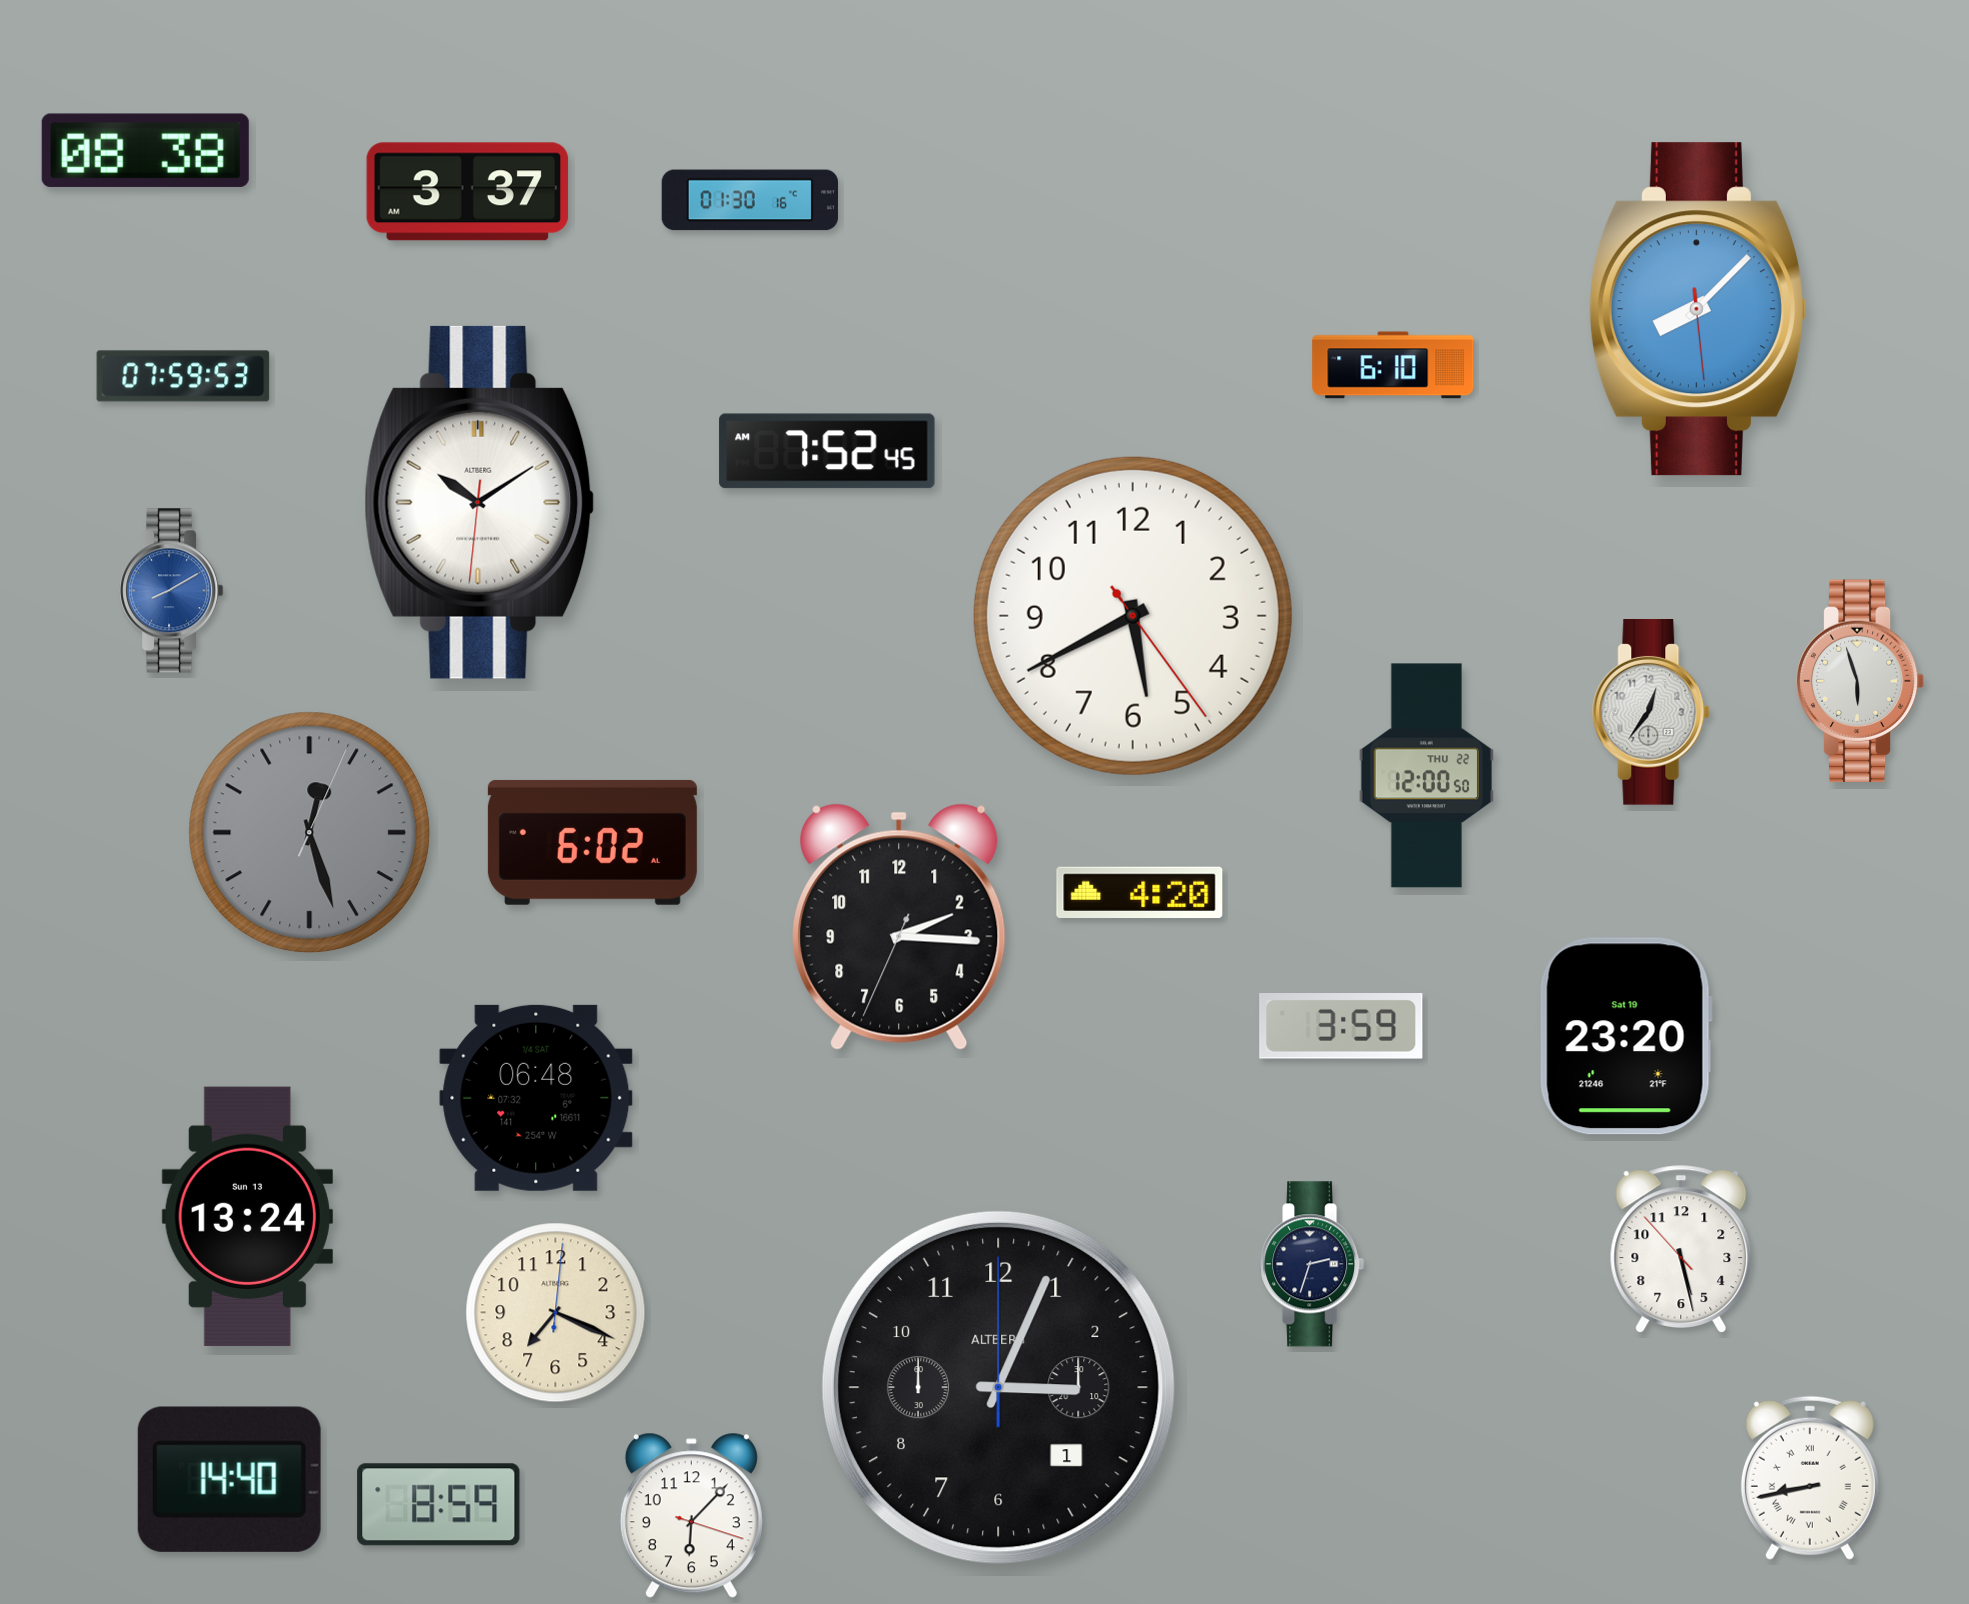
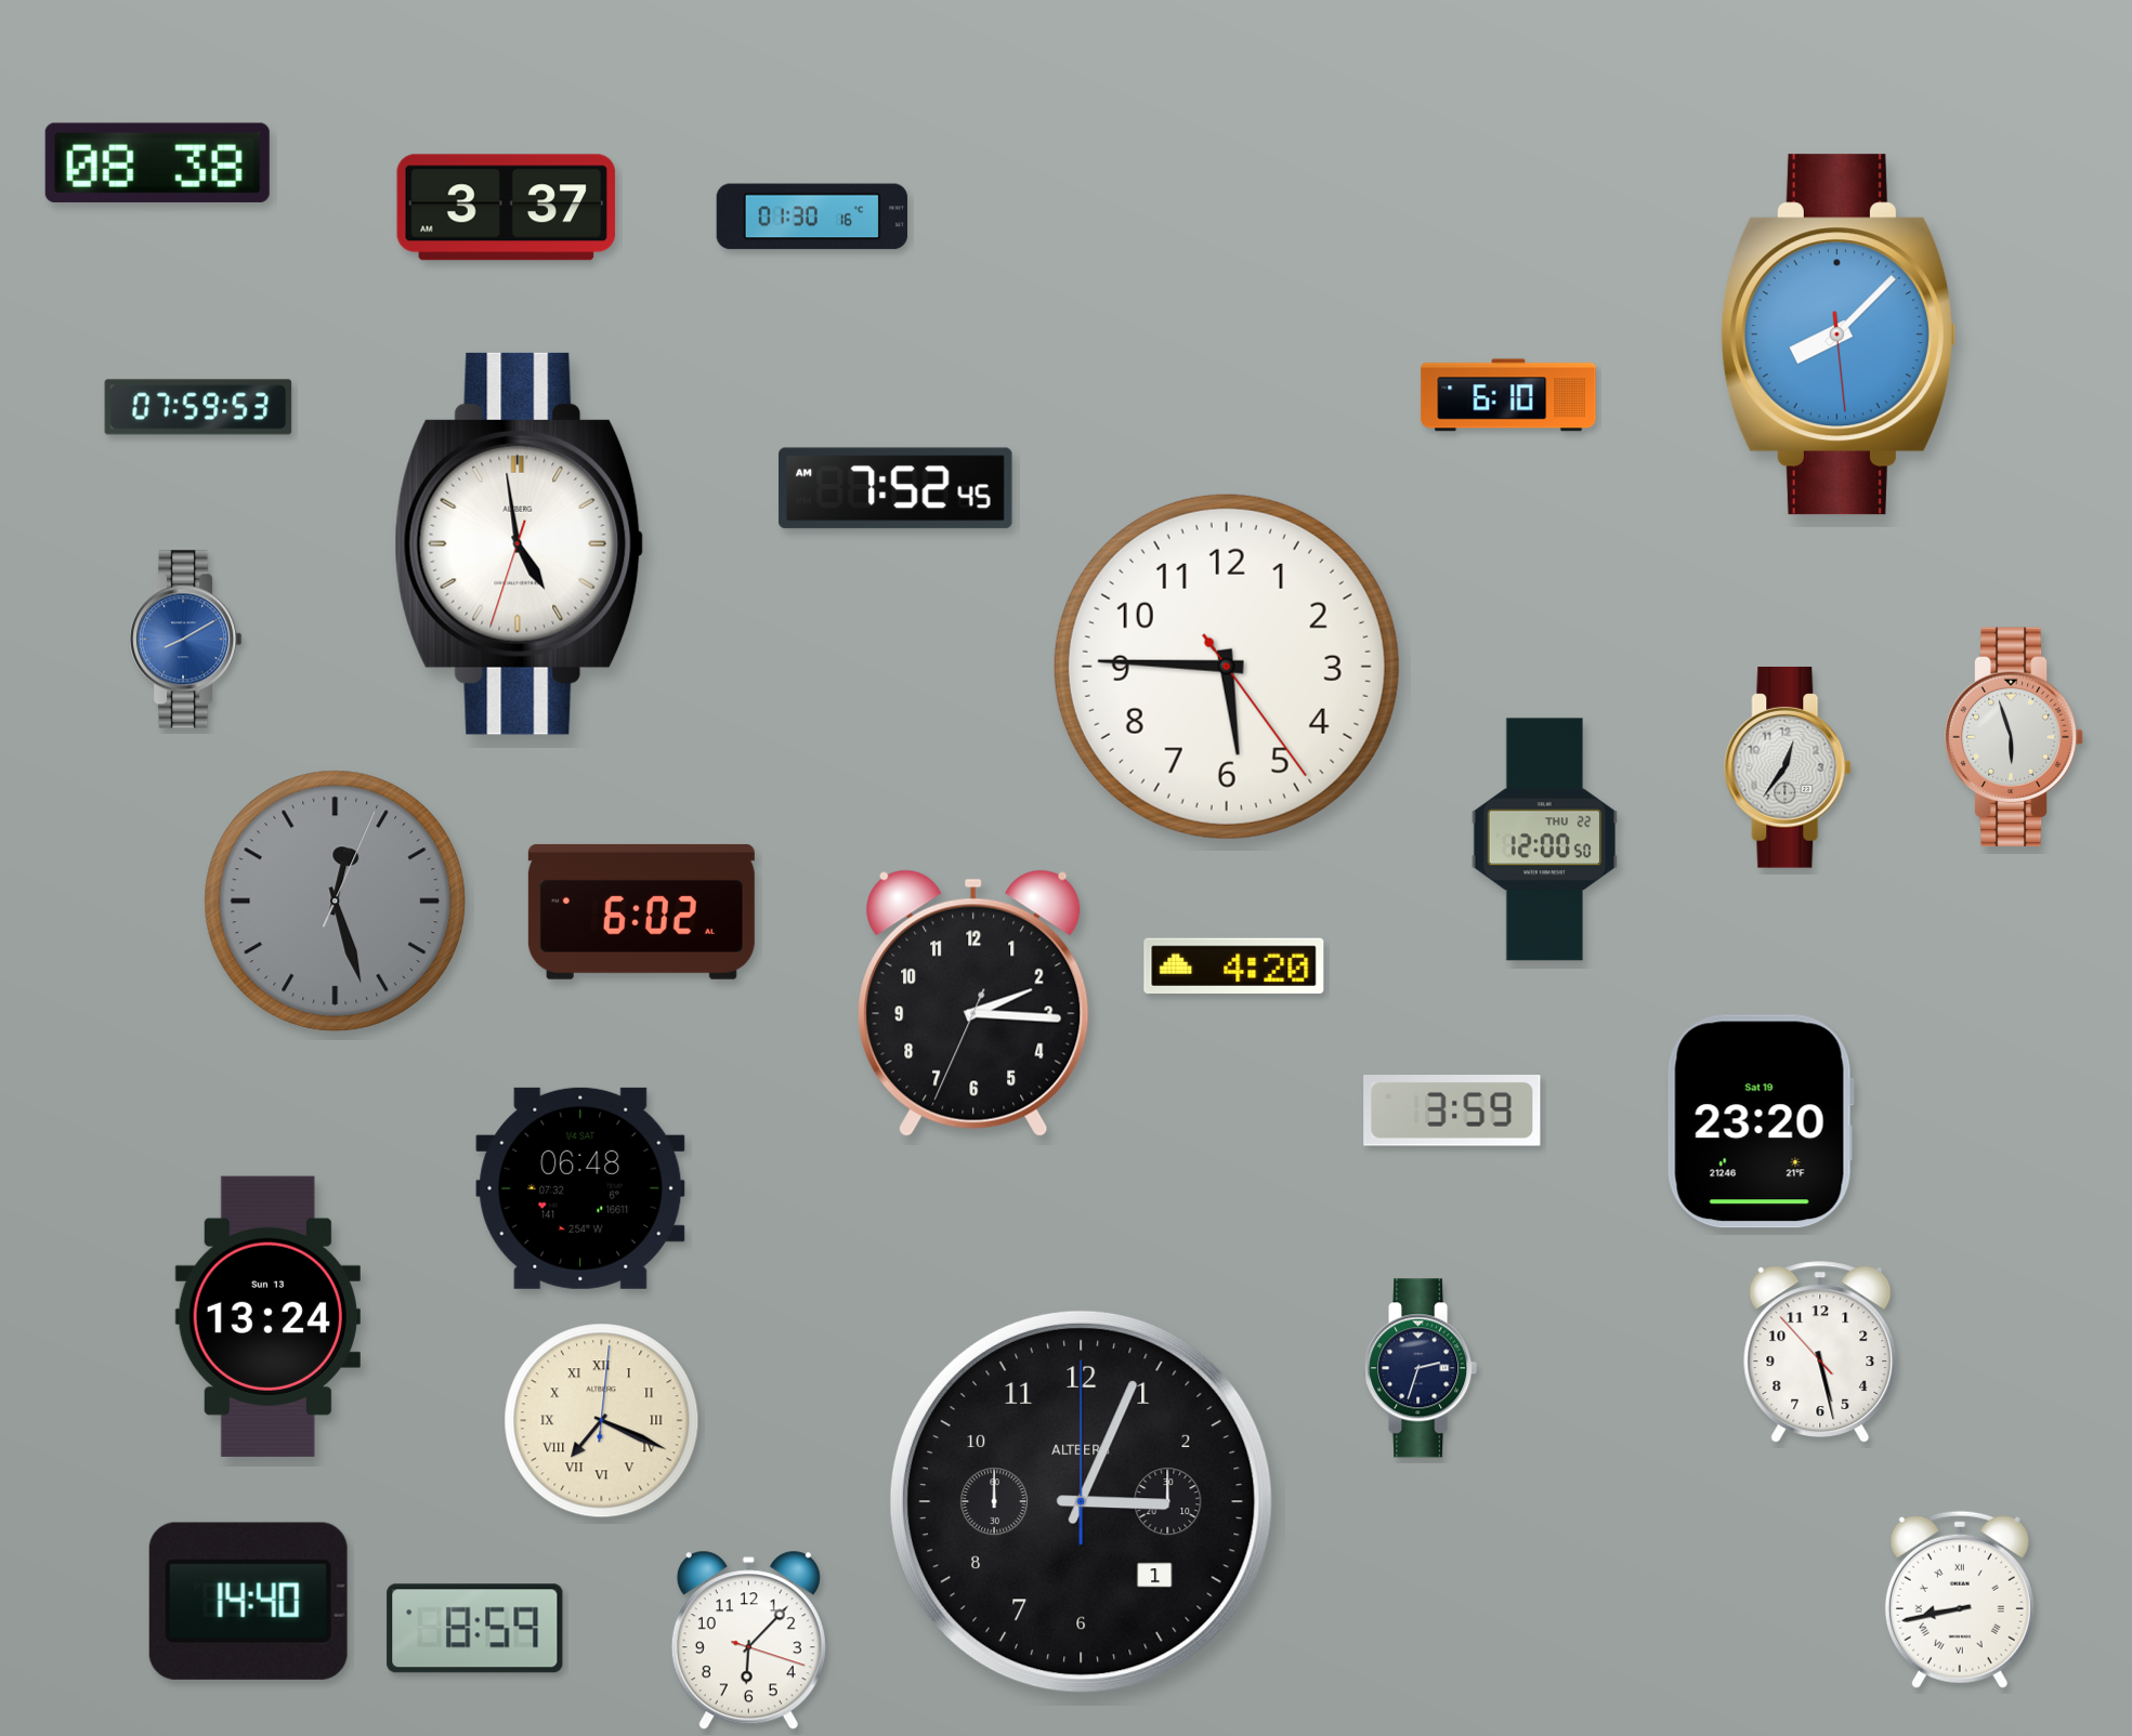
clock at (480, 502): 10:09 -> 4:58
clock at (1133, 616): 5:40 -> 5:45
clock at (1652, 713) position: (1652, 713) -> (1789, 768)
clock at (556, 1313) numerals: Arabic -> Roman
